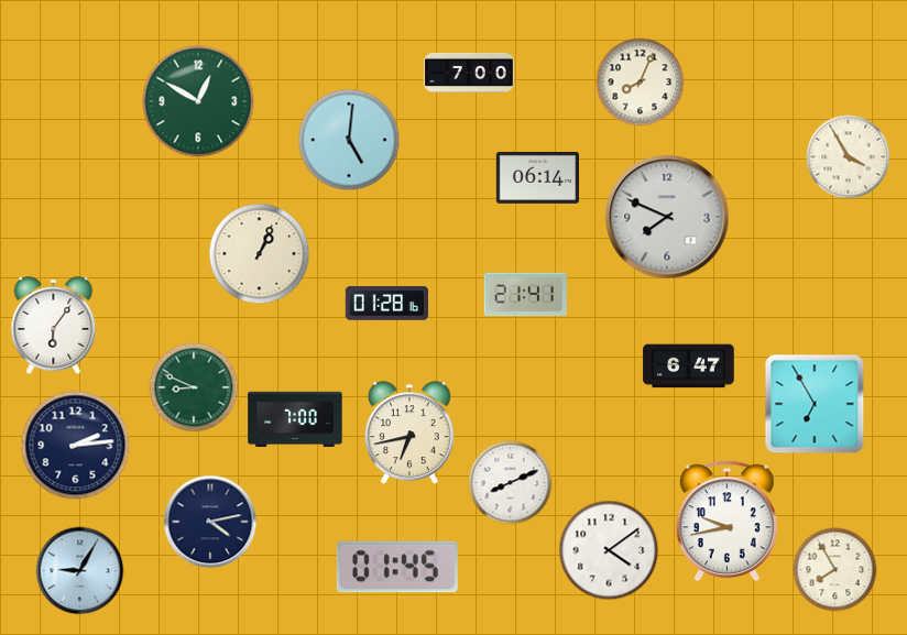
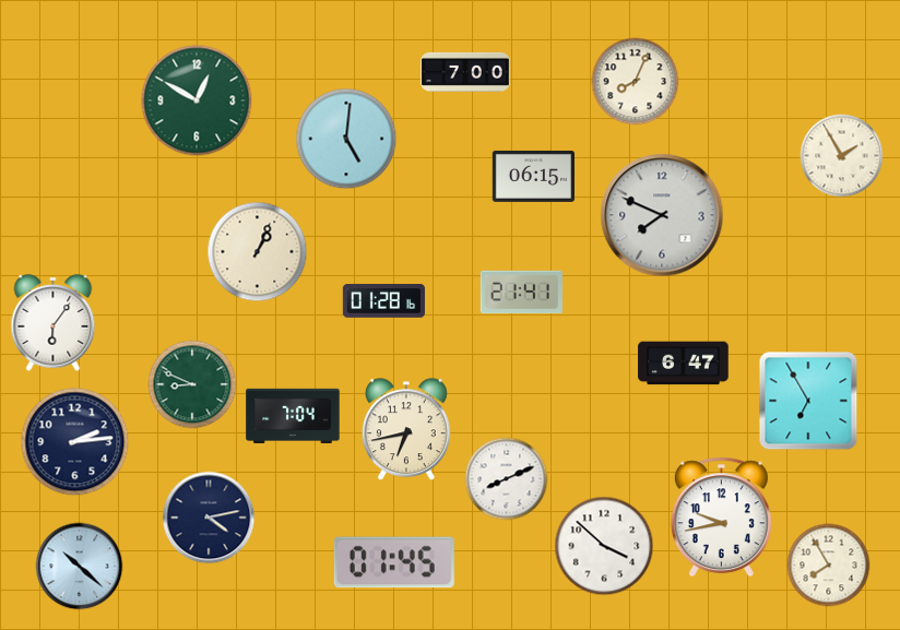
clock at (849, 157): 3:55 -> 1:55
clock at (537, 177): 06:14 -> 06:15
clock at (295, 419): 7:00 -> 7:04
clock at (609, 550): 4:09 -> 3:52
clock at (80, 571): 9:05 -> 10:22
